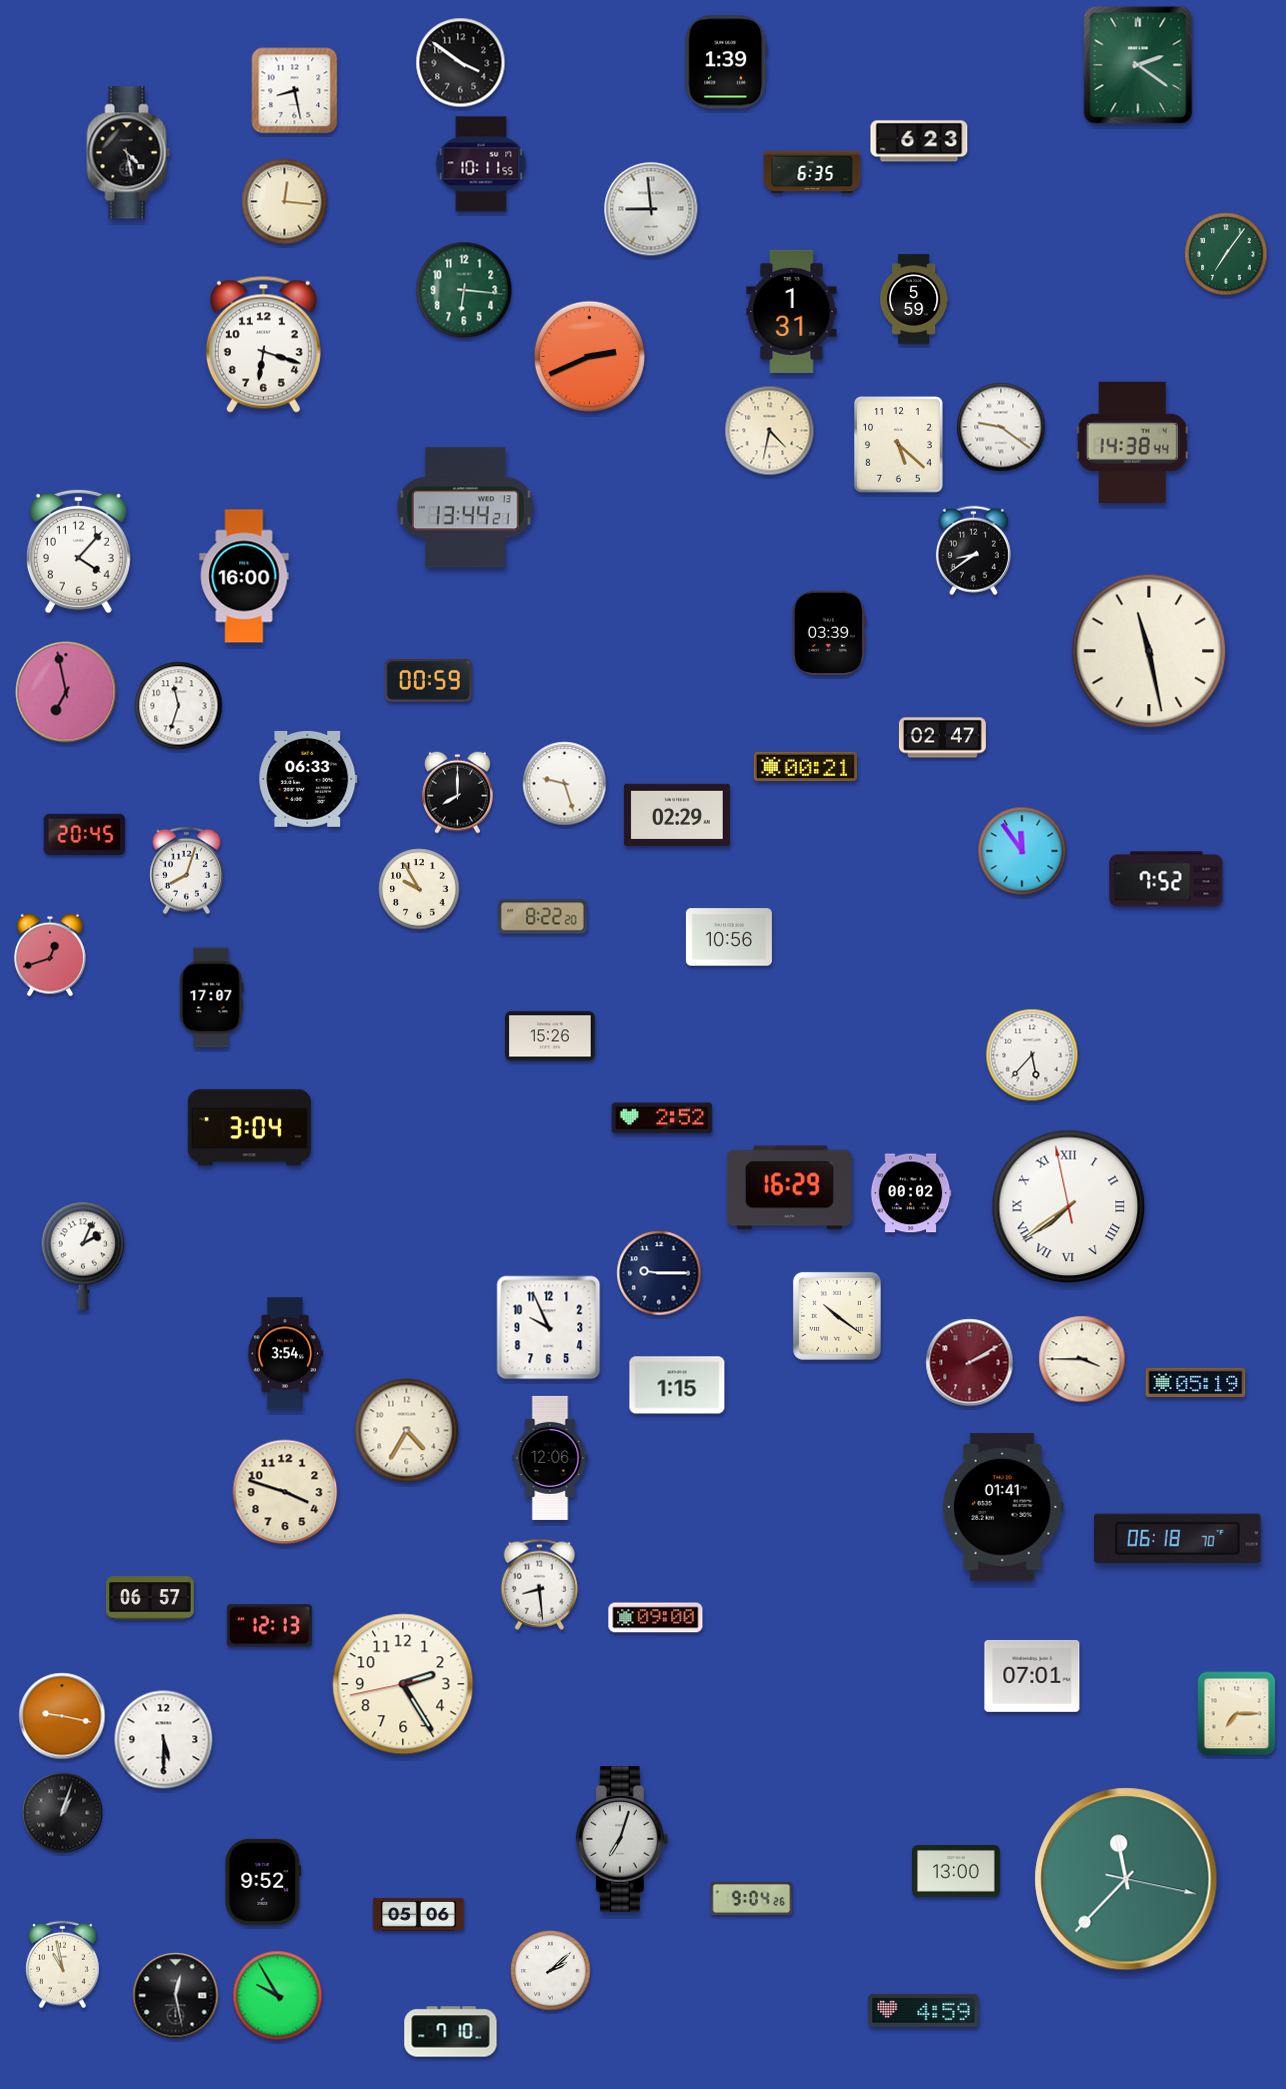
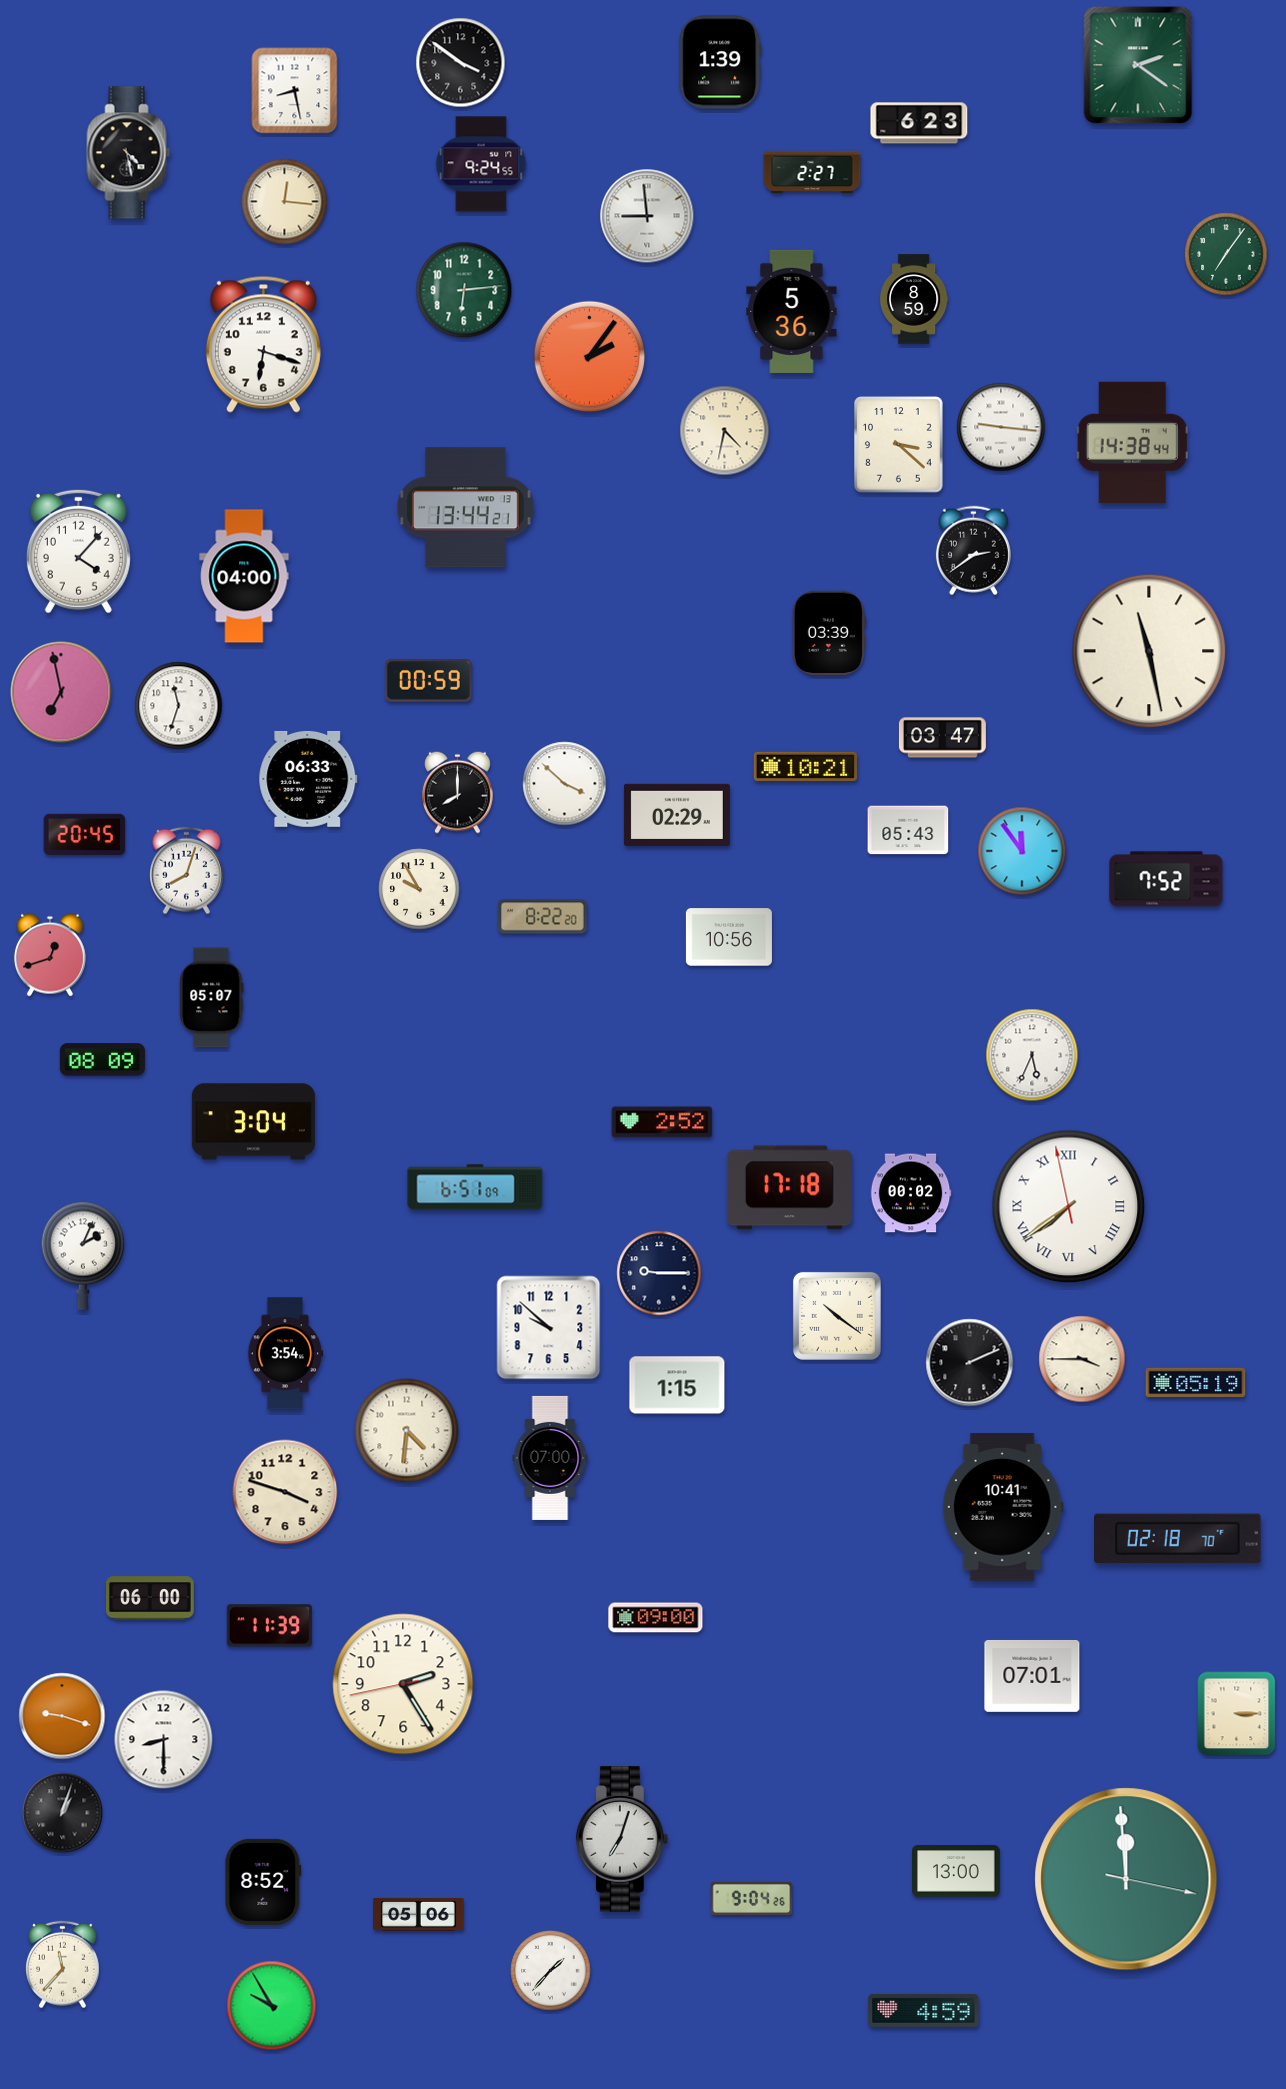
clock at (726, 62) position: (726, 62) -> (720, 62)
clock at (919, 141) position: (919, 141) -> (919, 123)
clock at (481, 164): 10:11 -> 9:24
clock at (812, 172): 6:35 -> 2:27
clock at (651, 209) position: (651, 209) -> (647, 216)
clock at (464, 290): 6:16 -> 6:14
clock at (914, 299): 5:59 -> 8:59
clock at (792, 311): 1:31 -> 5:36
clock at (590, 357): 2:41 -> 2:06
clock at (1001, 427): 9:21 -> 9:16
clock at (770, 431) position: (770, 431) -> (725, 431)
clock at (899, 445): 5:22 -> 3:22
clock at (973, 551): 8:39 -> 2:39
clock at (244, 576): 16:00 -> 04:00
clock at (66, 692) position: (66, 692) -> (61, 692)
clock at (942, 738): 02:47 -> 03:47
clock at (805, 766): 00:21 -> 10:21
clock at (565, 784): 9:27 -> 3:52
clock at (908, 830): none -> 05:43
clock at (212, 998): 17:07 -> 05:07
clock at (550, 1036): 15:26 -> none
clock at (1032, 1055): 5:37 -> 5:34
clock at (102, 1060): none -> 08:09
clock at (662, 1118) position: (662, 1118) -> (662, 1122)
clock at (249, 1128) position: (249, 1128) -> (253, 1122)
clock at (475, 1187): none -> 6:51
clock at (789, 1188): 16:29 -> 17:18
clock at (549, 1328): 9:56 -> 9:52
clock at (970, 1363): 2:10 -> 2:11
clock at (970, 1363) dial: burgundy -> black
clock at (407, 1431): 4:35 -> 4:31
clock at (550, 1458): 12:06 -> 07:00
clock at (1003, 1507): 01:41 -> 10:41
clock at (1178, 1538): 06:18 -> 02:18
clock at (539, 1584): 8:29 -> none
clock at (151, 1598): 06:57 -> 06:00
clock at (269, 1626): 12:13 -> 11:39
clock at (1237, 1714): 7:15 -> 3:15
clock at (62, 1716): 9:17 -> 9:18
clock at (164, 1740): 5:30 -> 8:30
clock at (1126, 1879): 11:37 -> 11:59
clock at (263, 1882): 9:52 -> 8:52
clock at (63, 1965): 10:58 -> 11:37
clock at (551, 1971): 2:08 -> 1:37
clock at (176, 1996): 12:28 -> none
clock at (278, 1996) position: (278, 1996) -> (272, 2006)
clock at (451, 2032): 7:10 -> none
